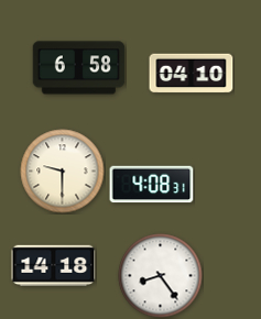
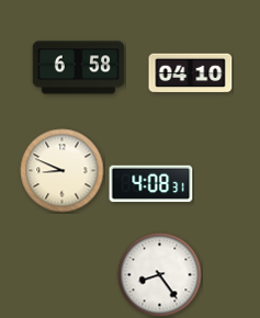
clock at (63, 172): 9:30 -> 8:49
clock at (54, 265): 14:18 -> none
